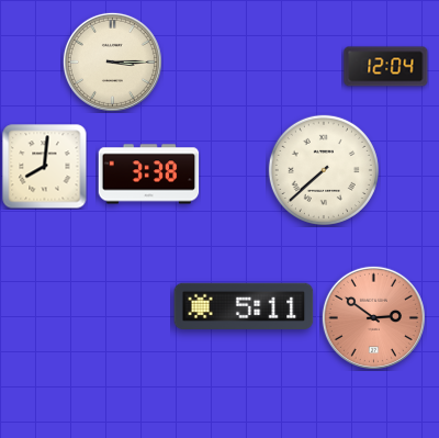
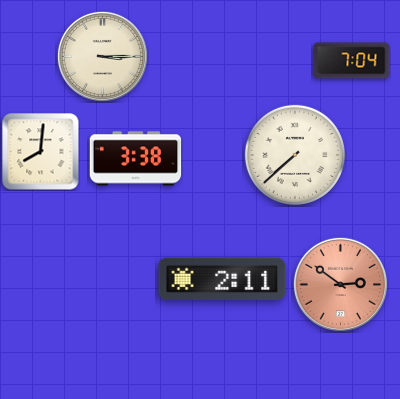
clock at (386, 67): 12:04 -> 7:04
clock at (244, 305): 5:11 -> 2:11
clock at (373, 317) position: (373, 317) -> (340, 284)
